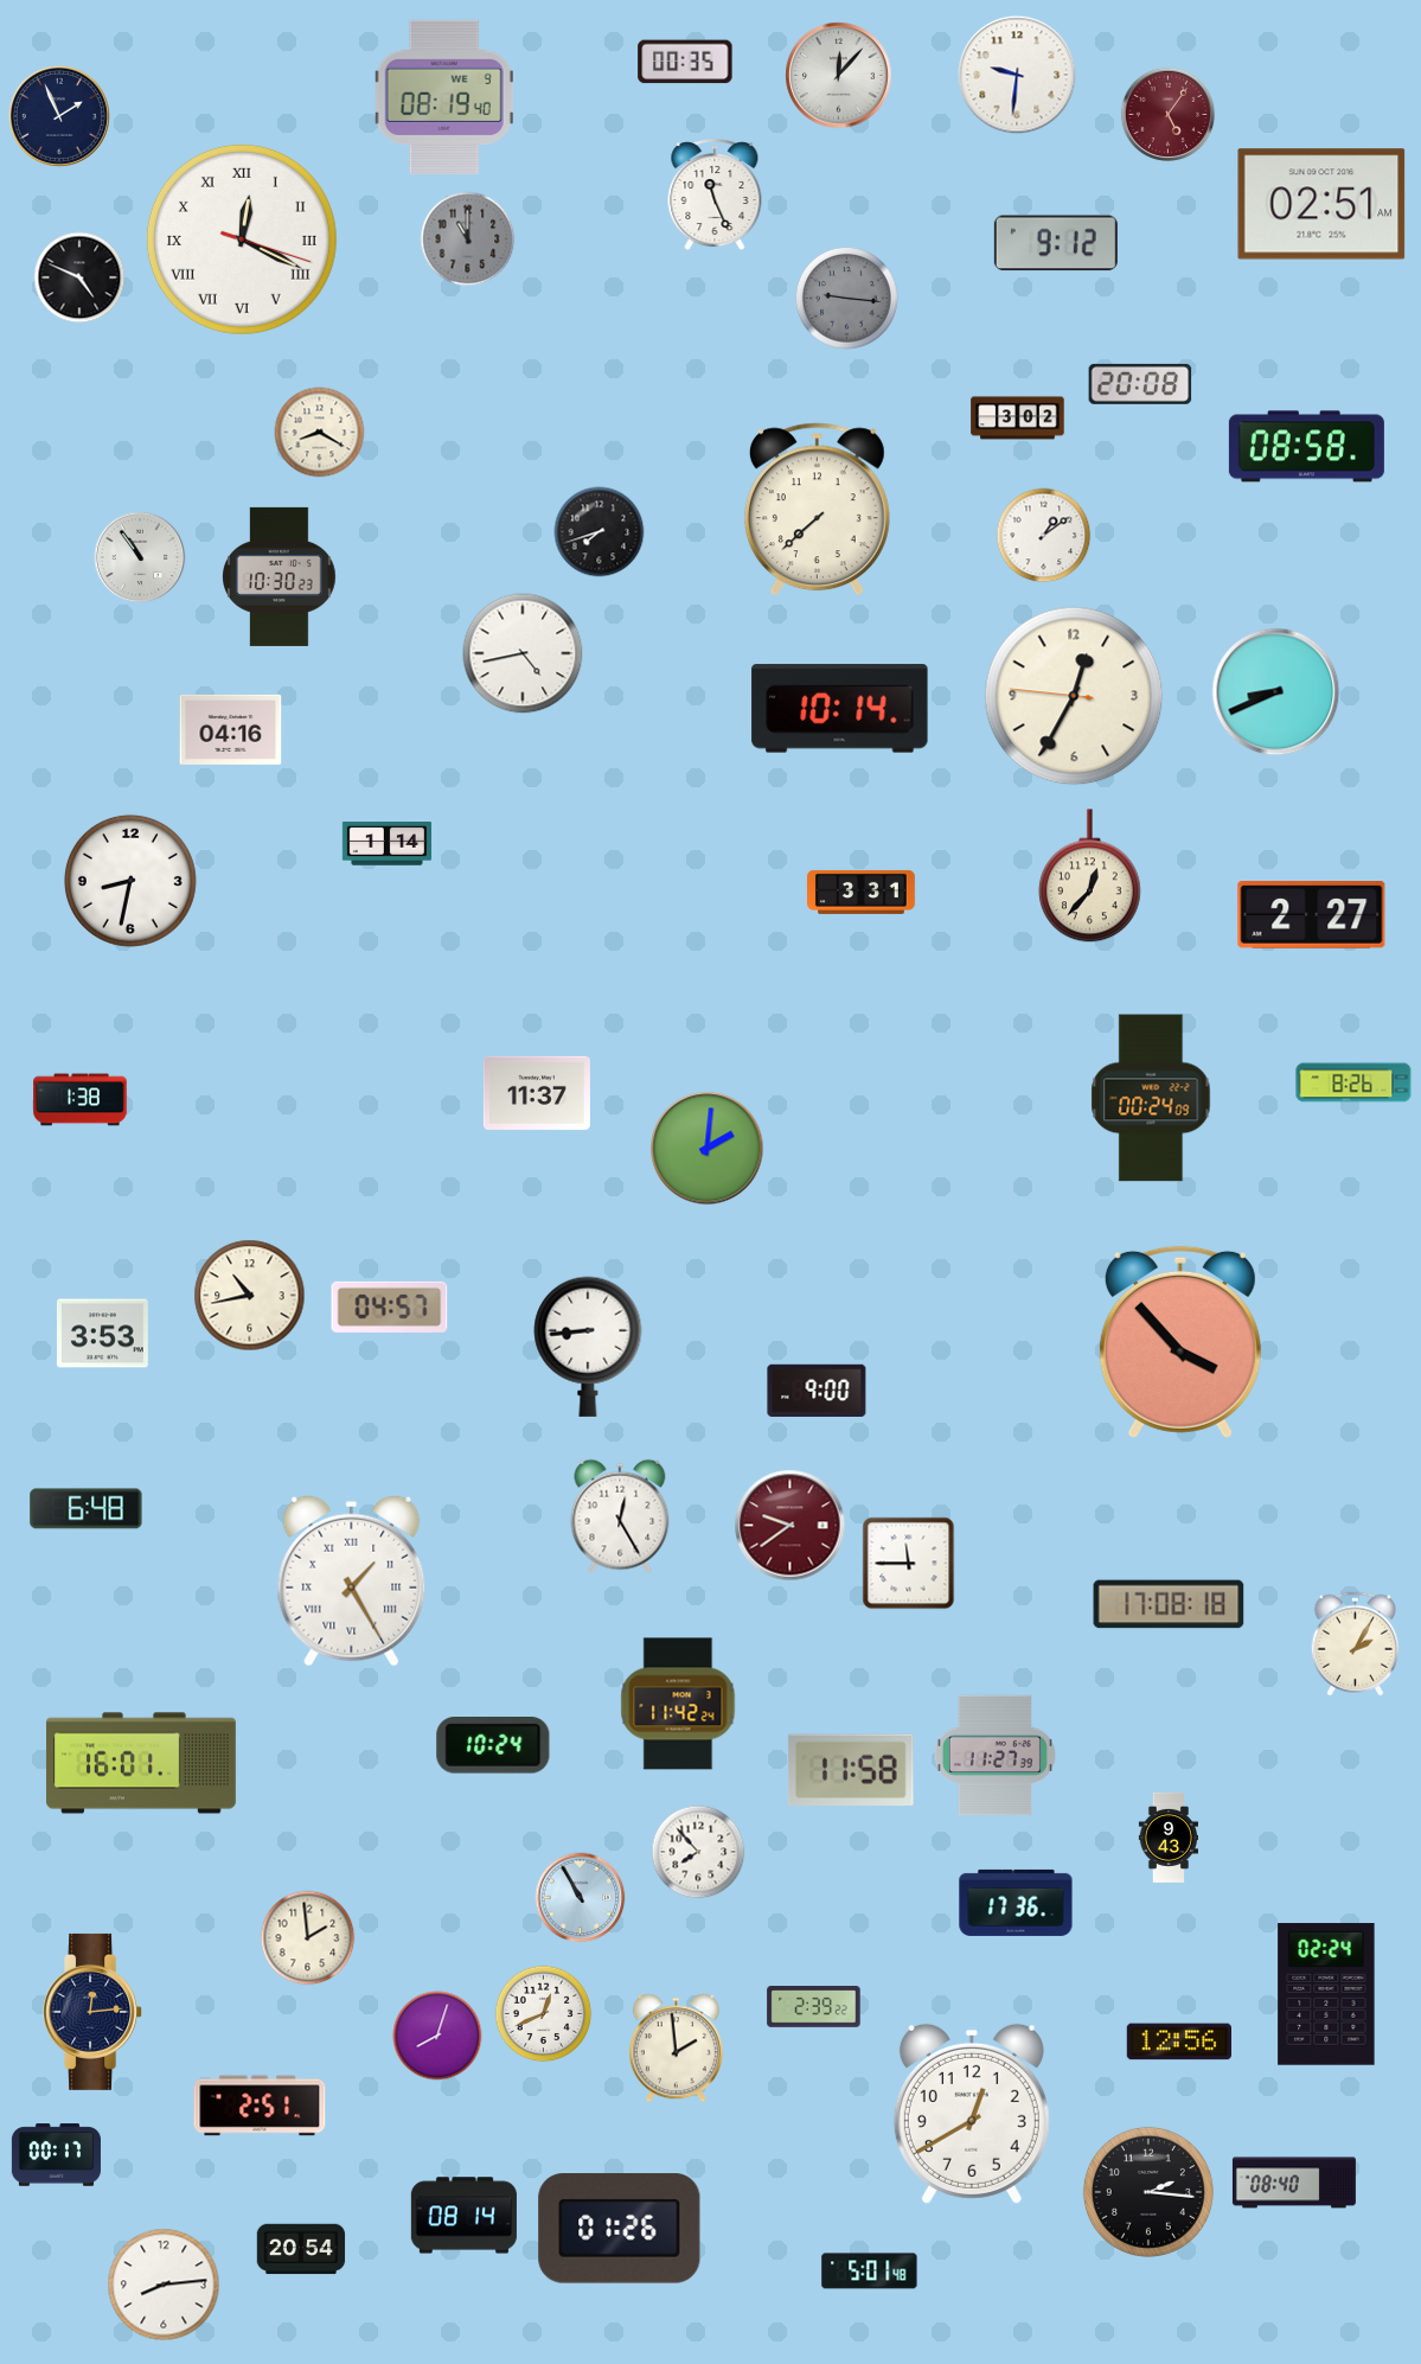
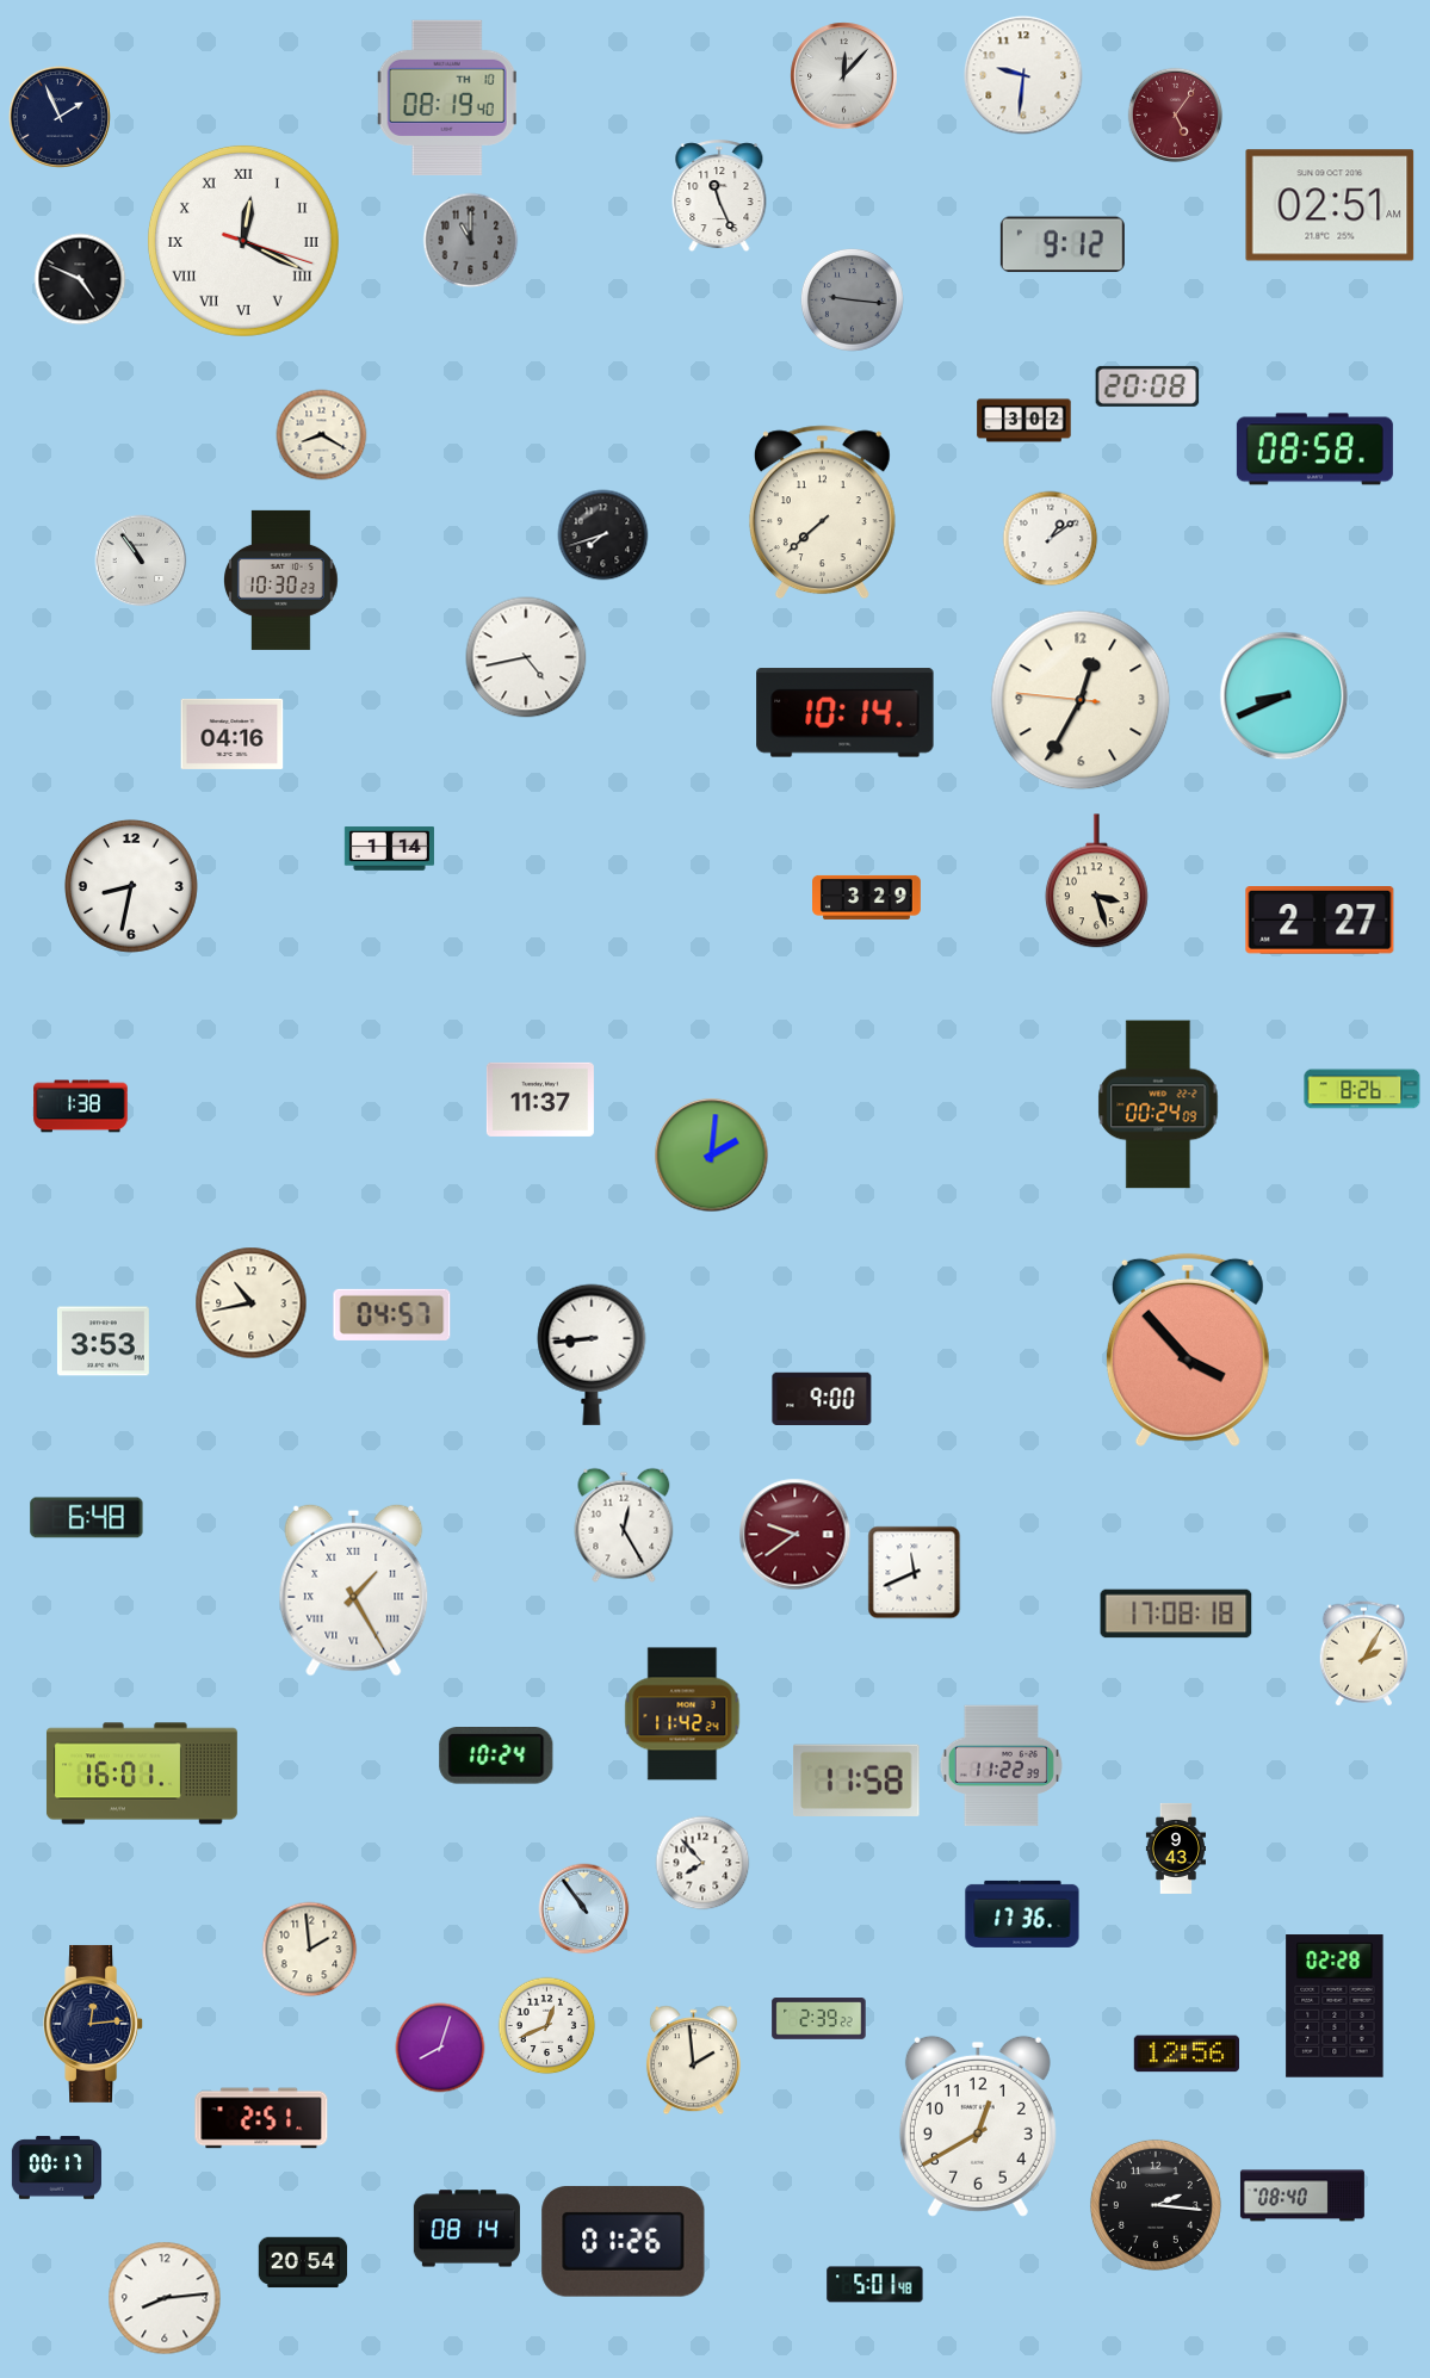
clock at (685, 62): 00:35 -> none
clock at (444, 97) date: WE 9 -> TH 10
clock at (1089, 876): 12:37 -> 3:27
clock at (862, 892): 3:31 -> 3:29
clock at (909, 1564): 11:45 -> 11:41
clock at (994, 1756): 11:27 -> 11:22
clock at (581, 1898): 10:55 -> 10:54
clock at (1326, 1994): 02:24 -> 02:28
clock at (676, 2049) position: (676, 2049) -> (693, 2061)
